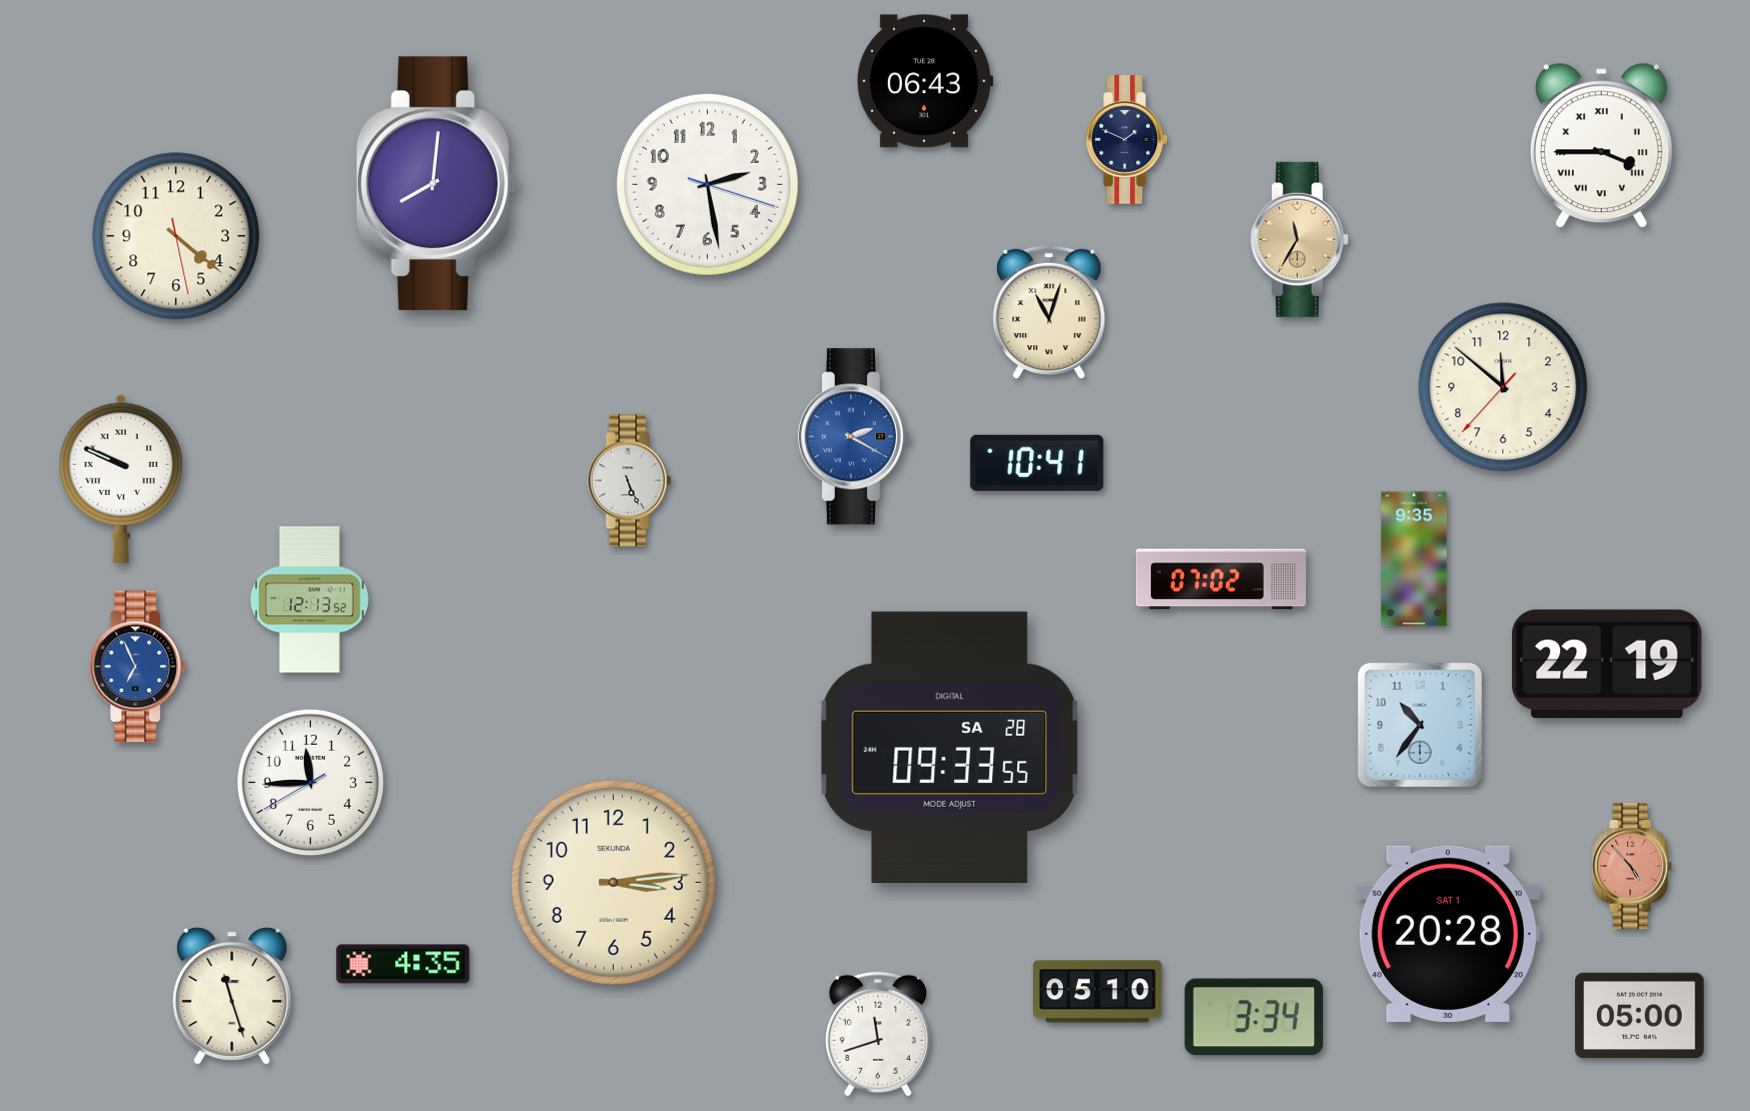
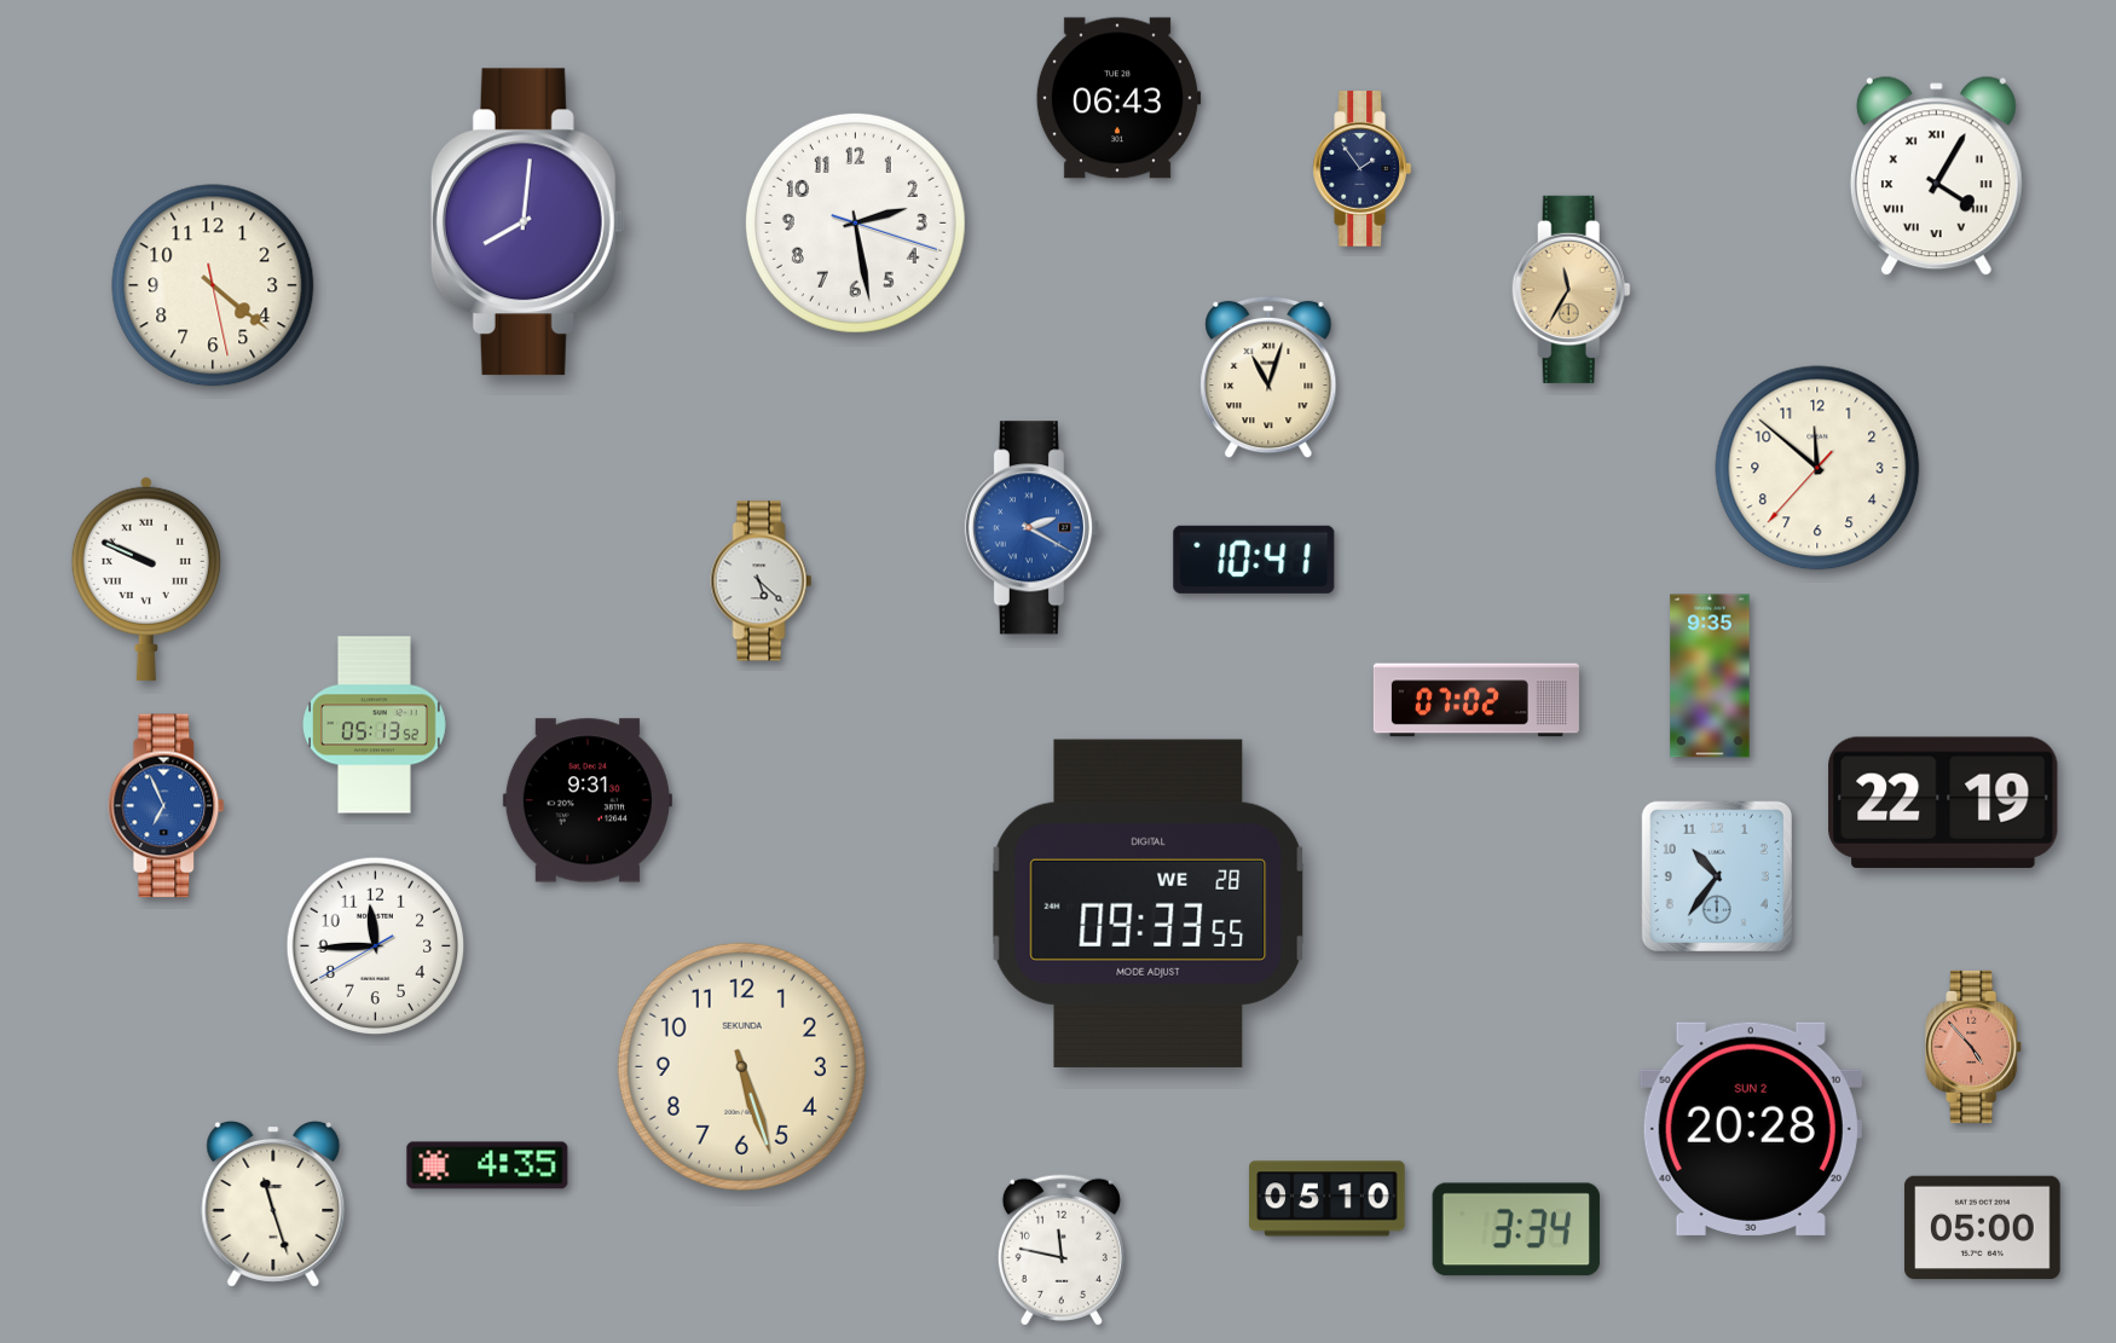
clock at (1126, 140): 1:49 -> 1:54
clock at (1601, 146): 3:45 -> 4:05
clock at (630, 481): 5:26 -> 5:22
clock at (310, 600): 12:13 -> 05:13
clock at (588, 800): none -> 9:31
clock at (950, 747) date: SA 28 -> WE 28
clock at (613, 882): 3:14 -> 5:27
clock at (1448, 934) date: SAT 1 -> SUN 2
clock at (232, 996) position: (232, 996) -> (273, 1204)
clock at (878, 1034): 11:42 -> 11:47
